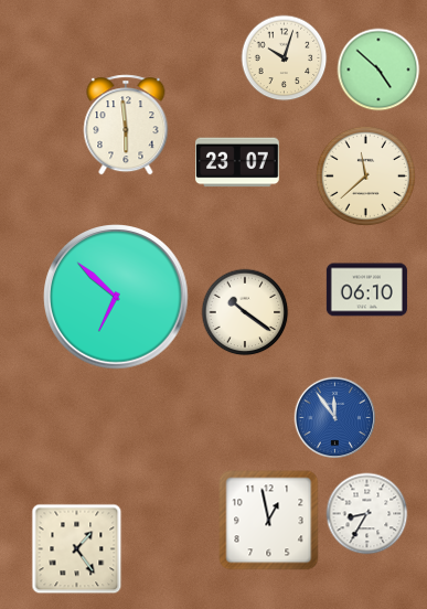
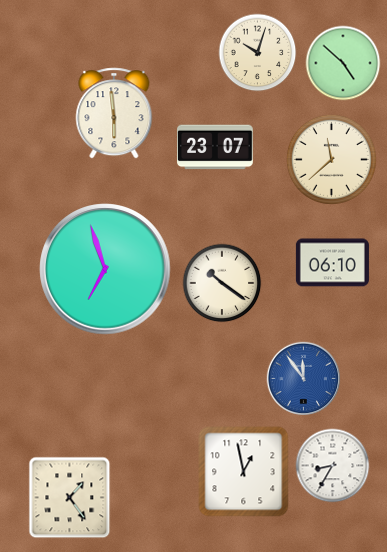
clock at (116, 297): 6:52 -> 6:57
